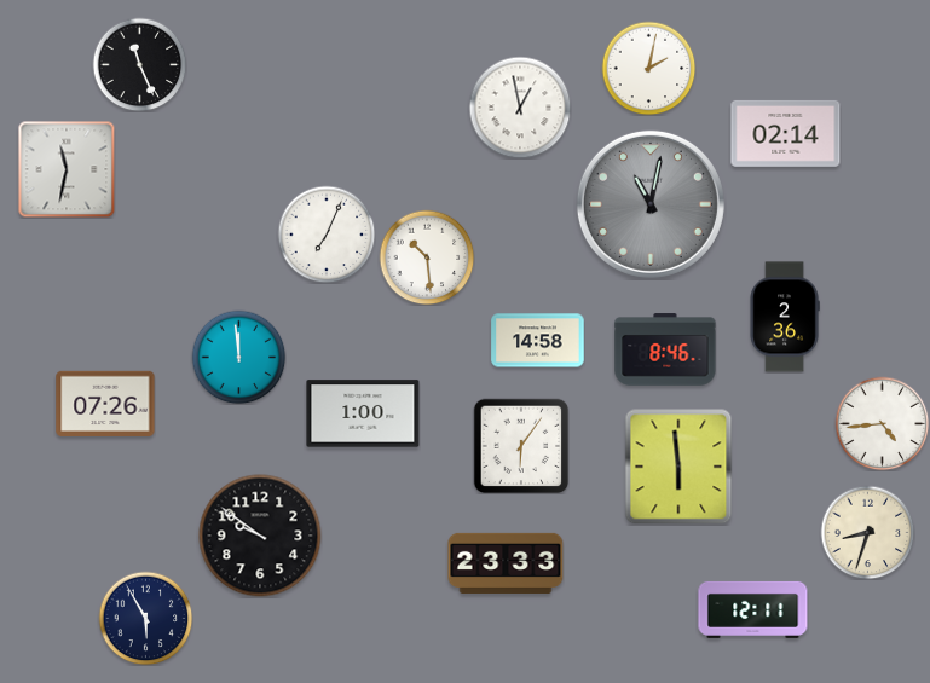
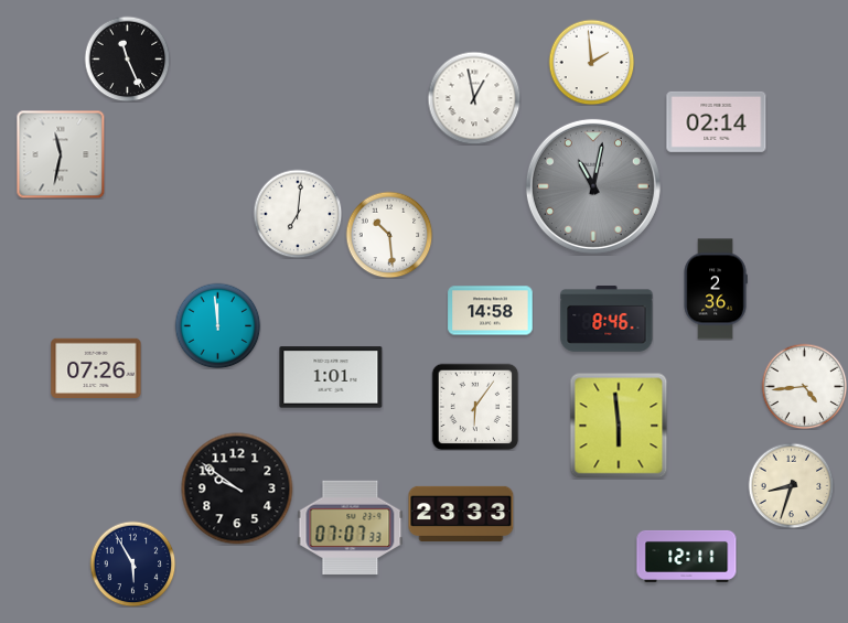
clock at (648, 68): 2:02 -> 1:59
clock at (327, 235): 7:04 -> 7:01
clock at (363, 413): 1:00 -> 1:01
clock at (351, 527): none -> 07:07
